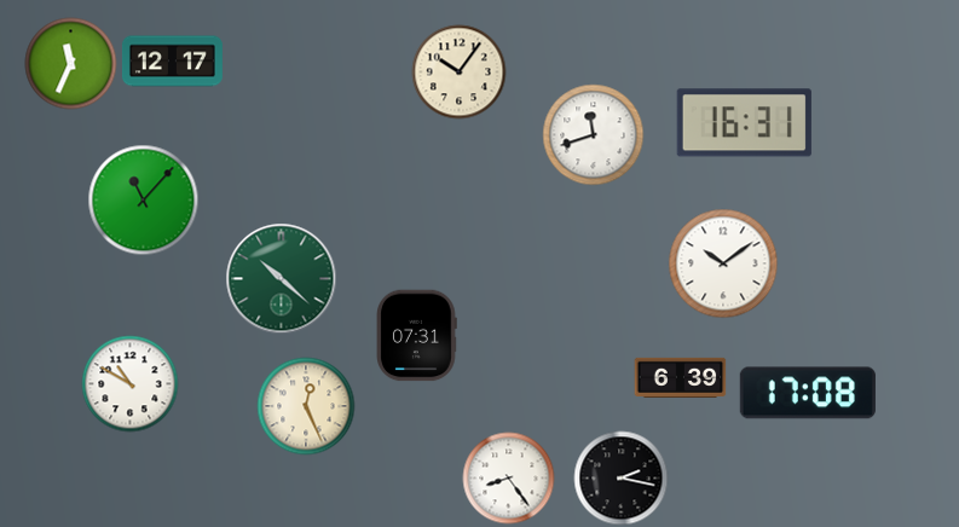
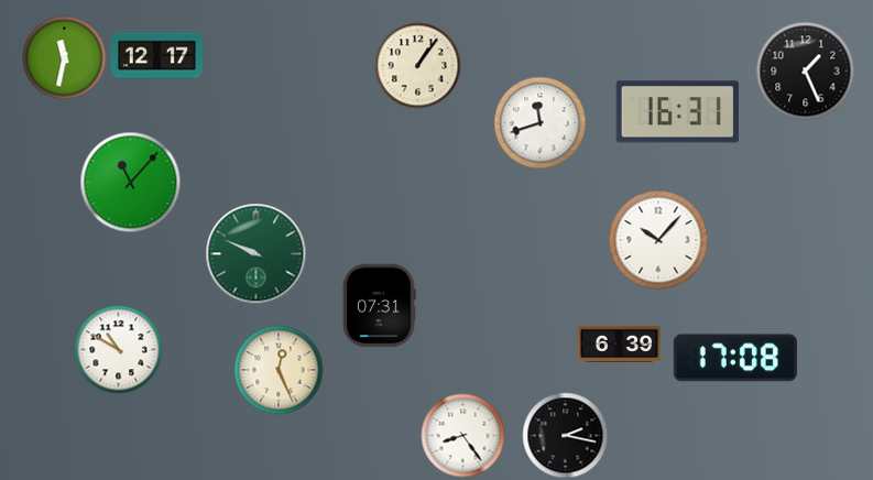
clock at (71, 64): 11:34 -> 11:32
clock at (460, 73): 10:06 -> 1:06
clock at (806, 72): none -> 1:26
clock at (723, 263): 10:09 -> 10:07
clock at (282, 279): 10:22 -> 9:49
